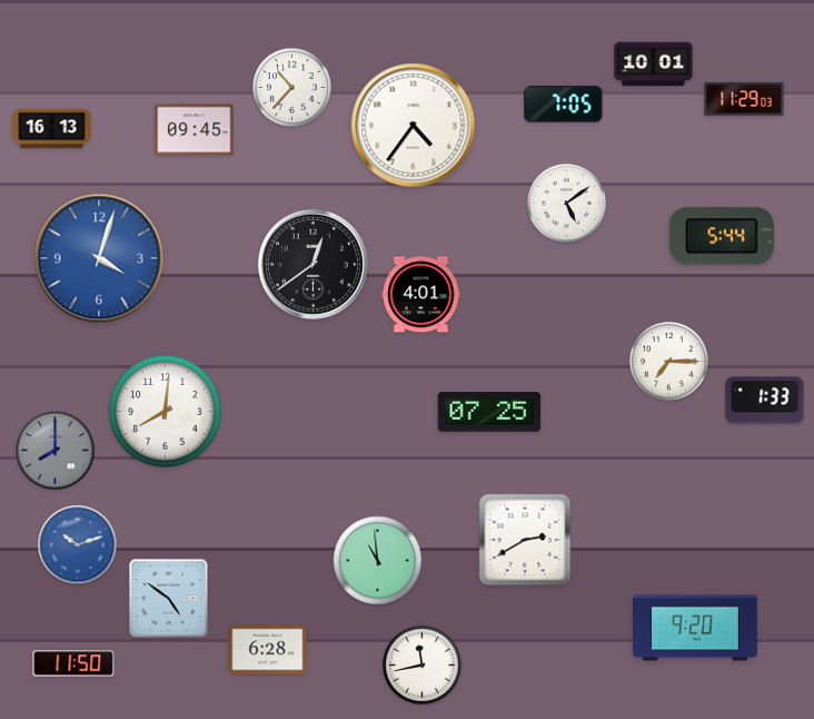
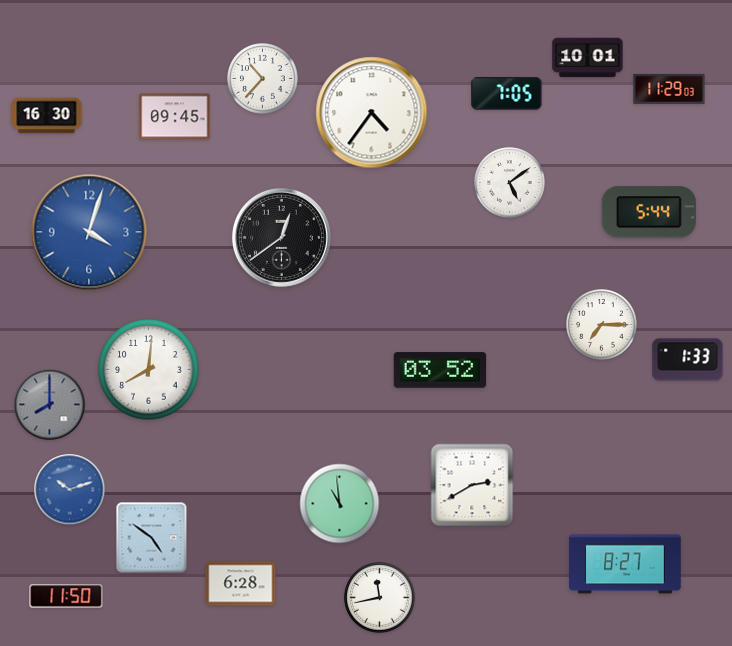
clock at (52, 129): 16:13 -> 16:30
clock at (421, 295): 4:01 -> none
clock at (489, 412): 07:25 -> 03:52
clock at (695, 628): 9:20 -> 8:27
